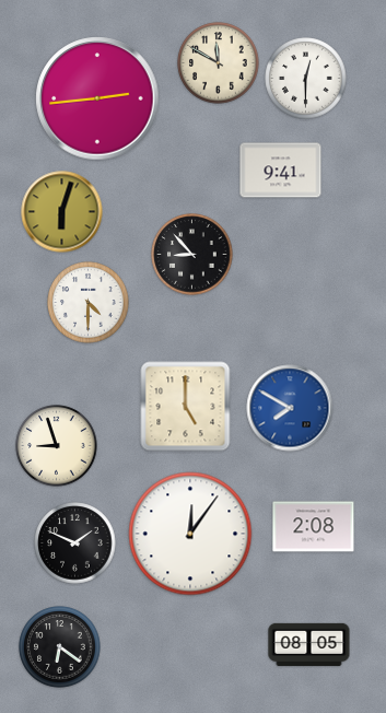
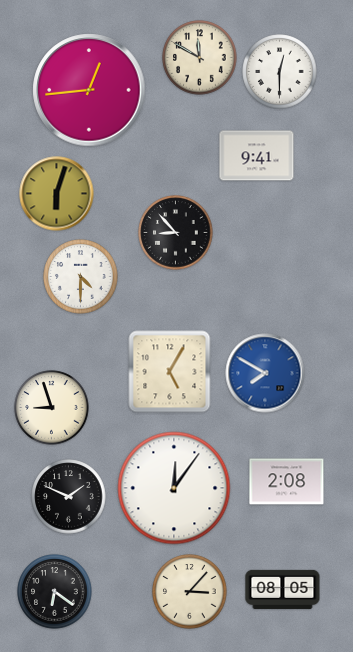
clock at (97, 98): 2:44 -> 12:44
clock at (186, 407): 5:00 -> 5:05
clock at (190, 592): none -> 3:07
